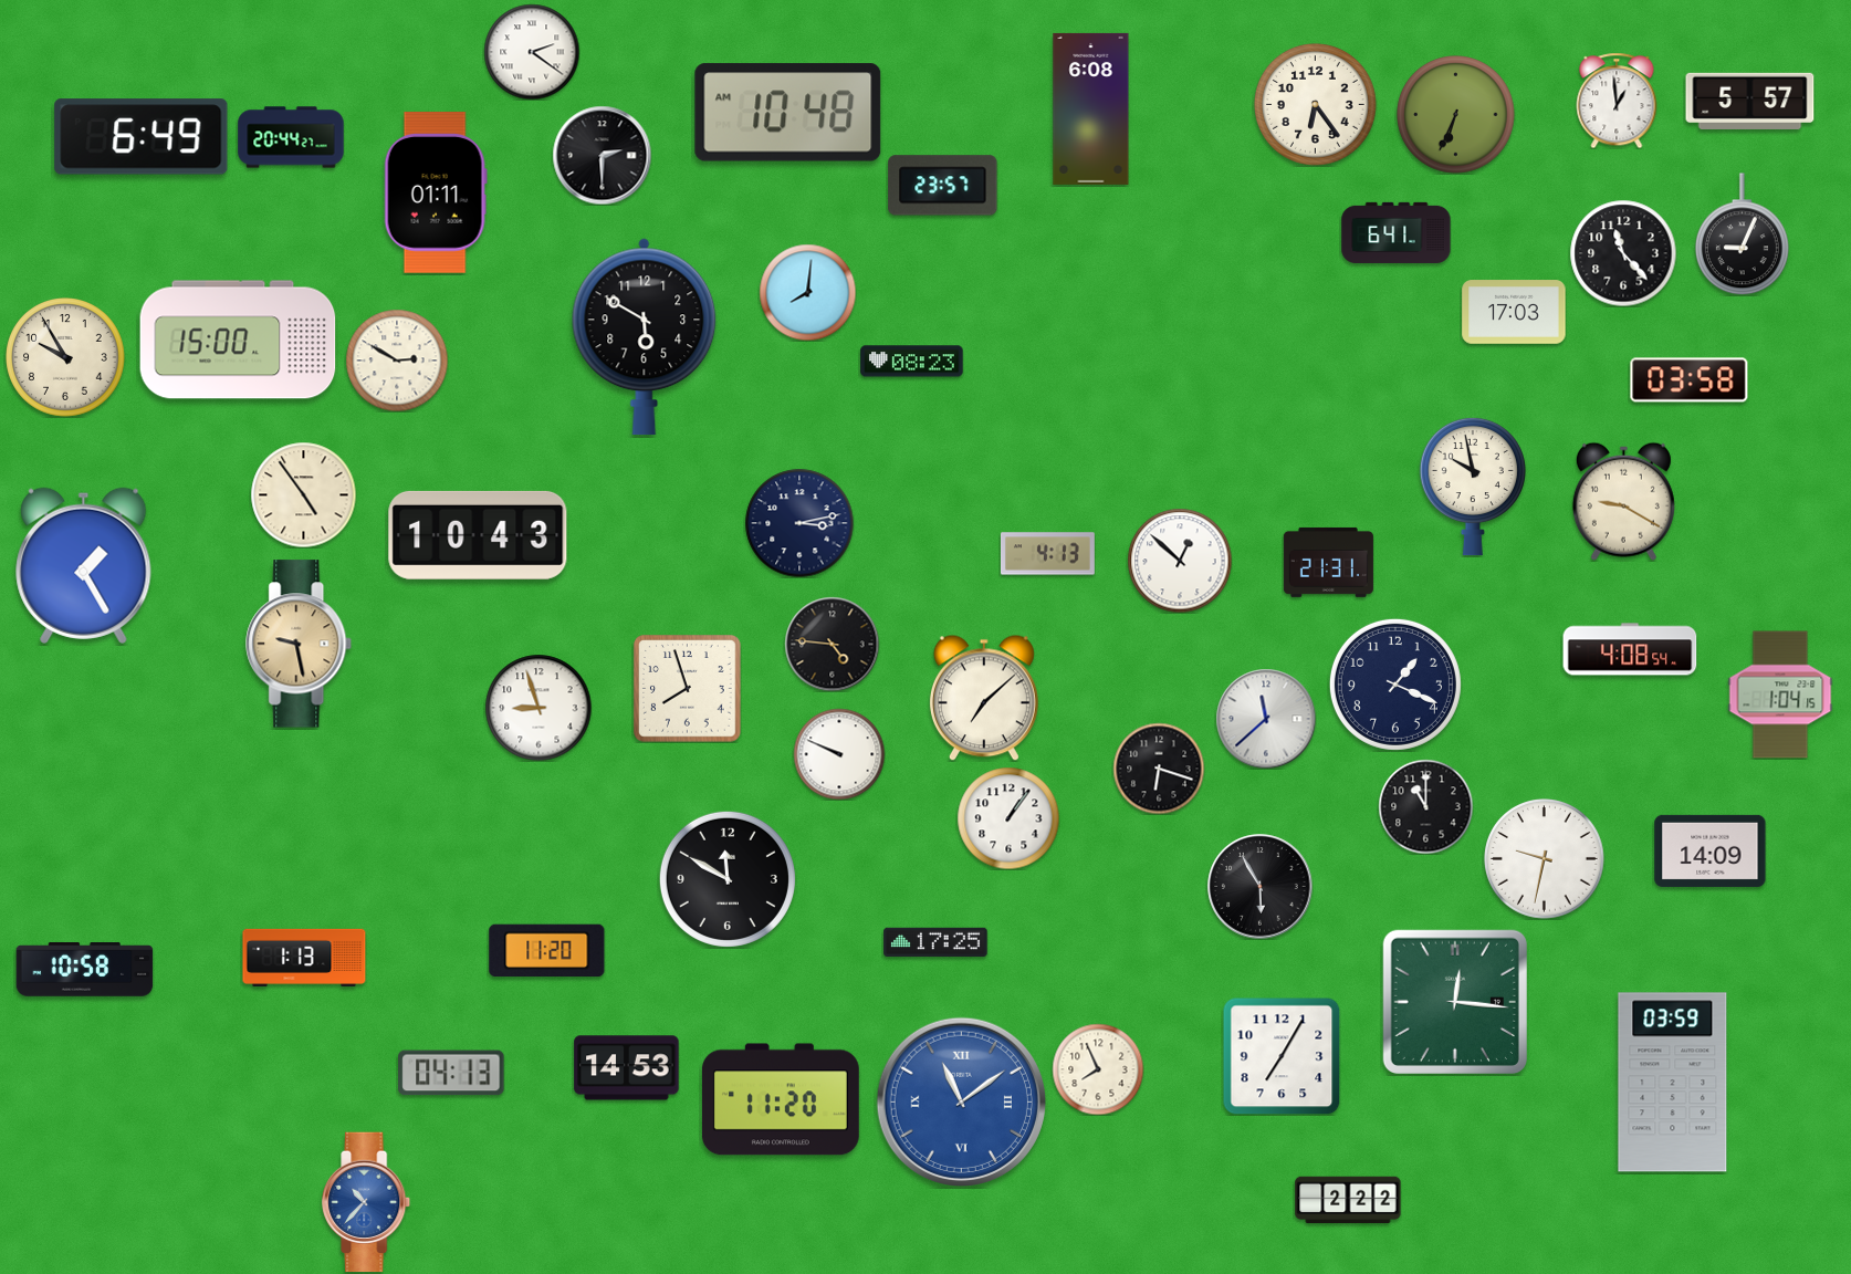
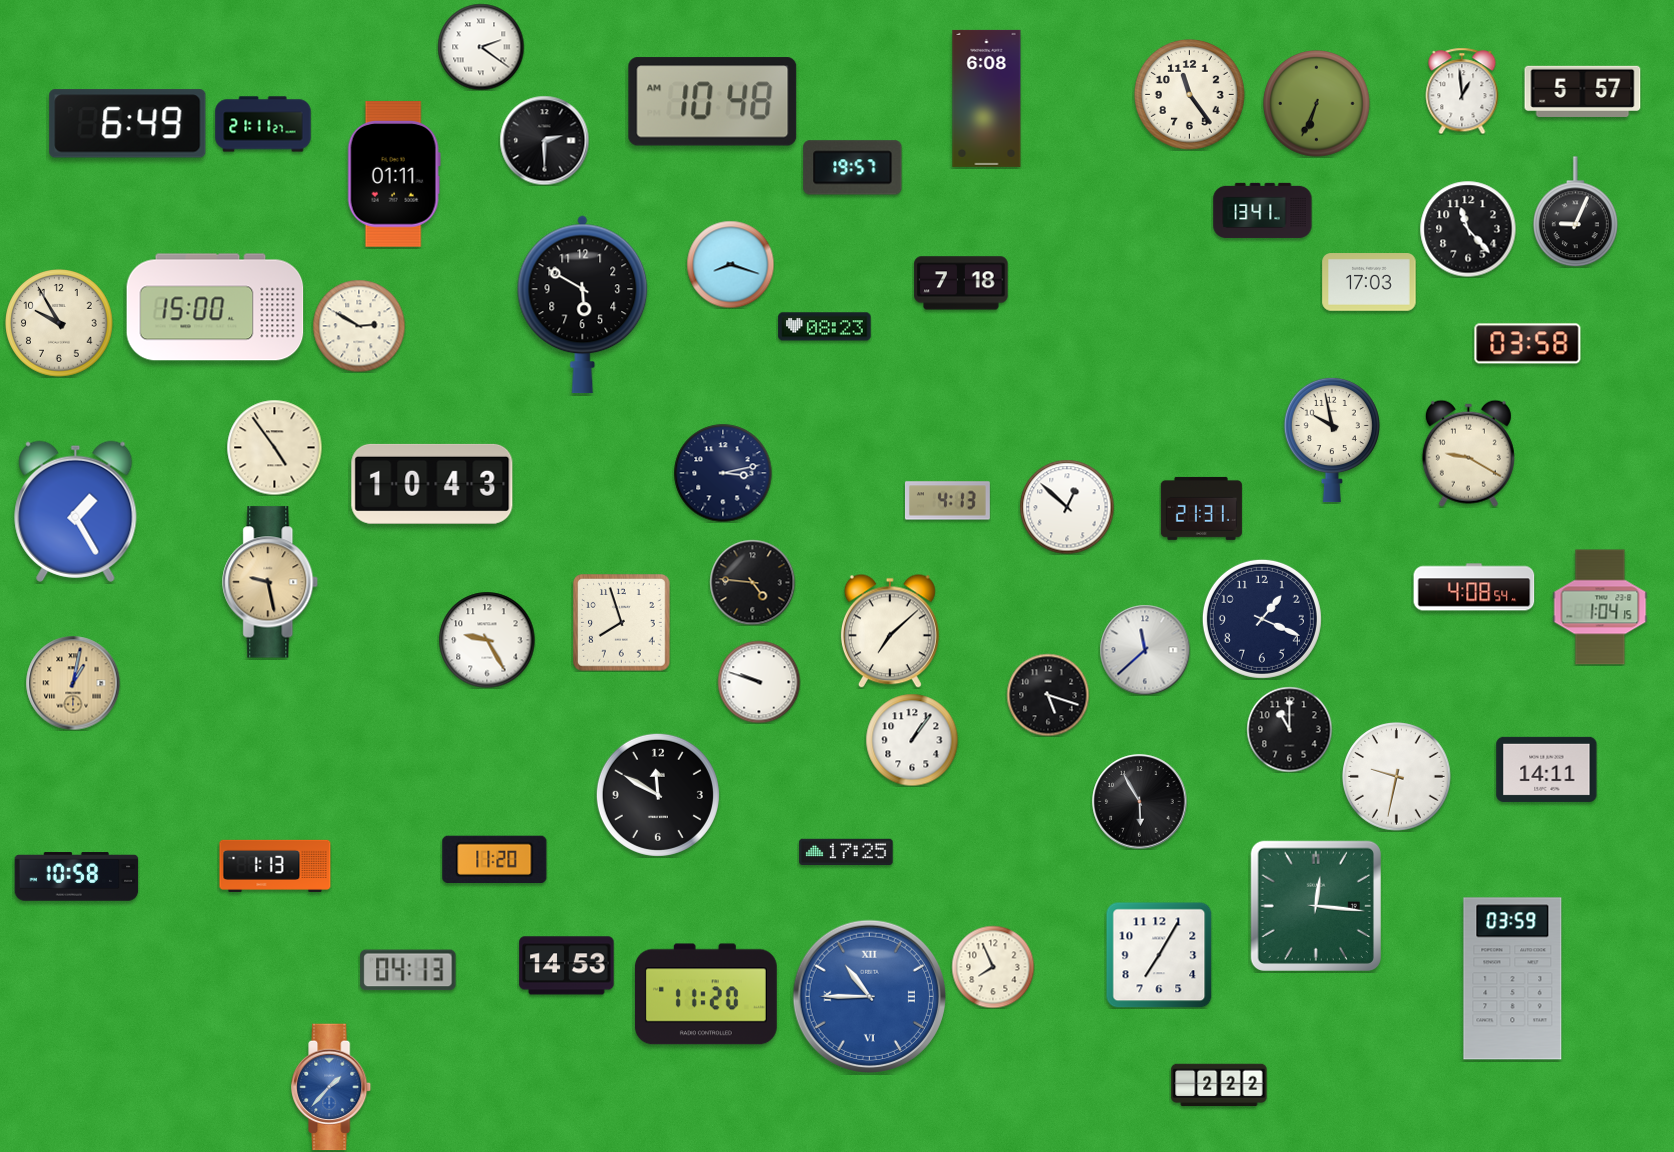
clock at (1315, 104): 6:24 -> 11:24
clock at (291, 137): 20:44 -> 21:11
clock at (943, 186): 23:57 -> 19:57
clock at (1397, 232): 6:41 -> 13:41
clock at (807, 292): 8:01 -> 8:18
clock at (961, 283): none -> 7:18
clock at (1780, 695) position: (1780, 695) -> (1600, 607)
clock at (538, 708): 8:57 -> 9:25
clock at (839, 754): 9:49 -> 9:48
clock at (73, 683): none -> 1:02
clock at (1159, 769): 6:18 -> 5:18
clock at (1711, 850): 14:09 -> 14:11
clock at (961, 1101): 11:09 -> 10:45
clock at (367, 1202): 10:37 -> 1:37
